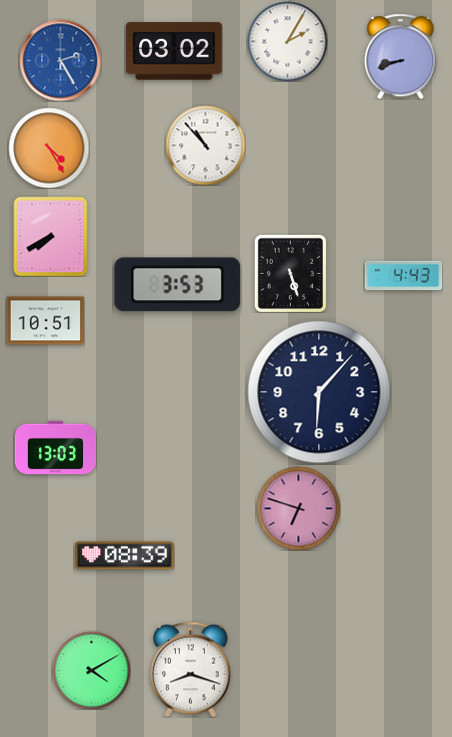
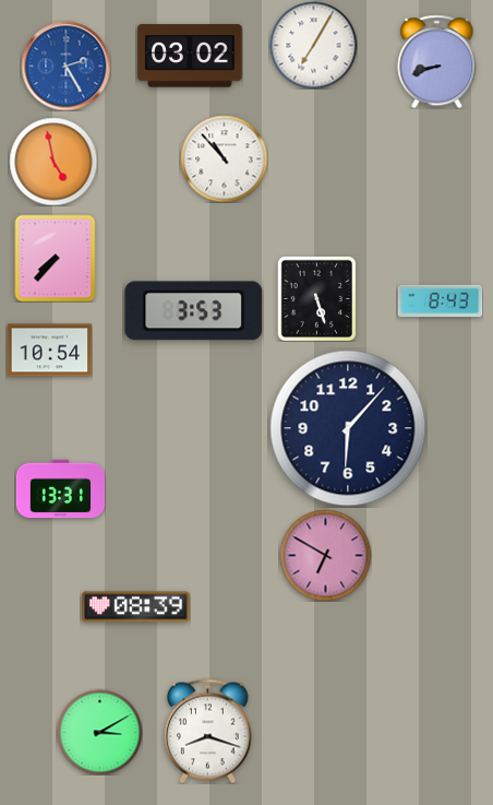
clock at (287, 41): 2:05 -> 7:05
clock at (49, 148): 4:25 -> 4:58
clock at (51, 236): 7:40 -> 7:37
clock at (403, 276): 4:43 -> 8:43
clock at (45, 321): 10:51 -> 10:54
clock at (55, 448): 13:03 -> 13:31
clock at (298, 508): 6:48 -> 6:50
clock at (91, 670): 4:10 -> 3:10
